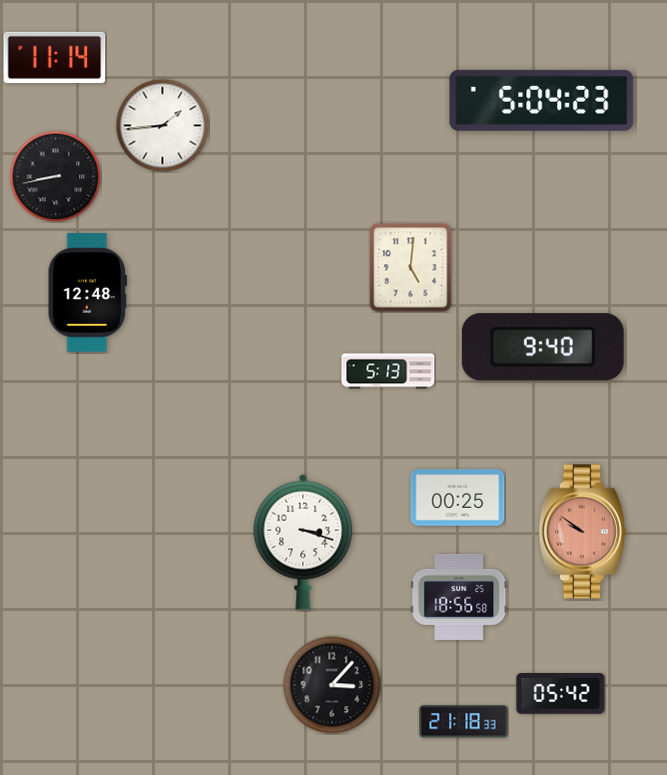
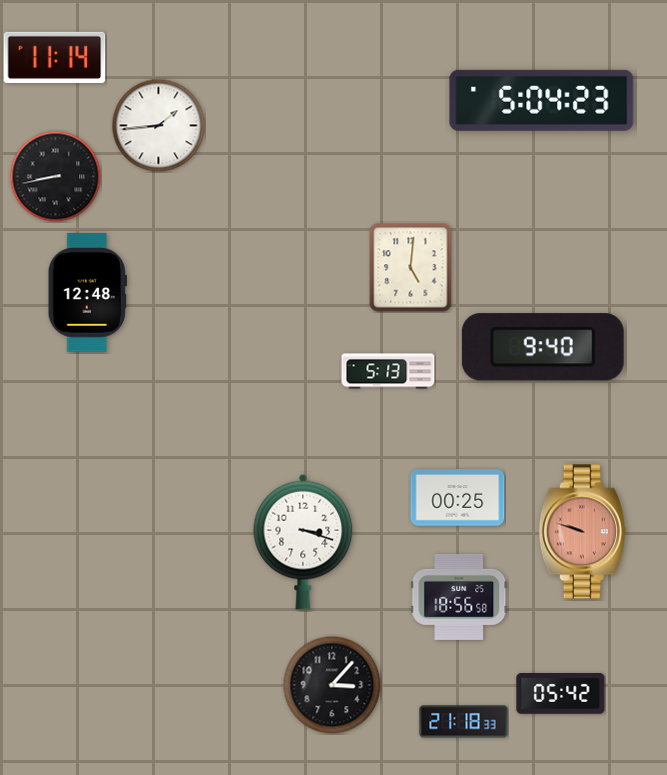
clock at (162, 125) position: (162, 125) -> (158, 125)
clock at (582, 532): 9:51 -> 9:48
